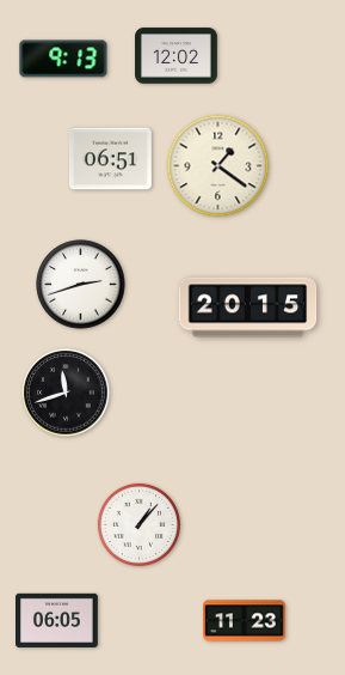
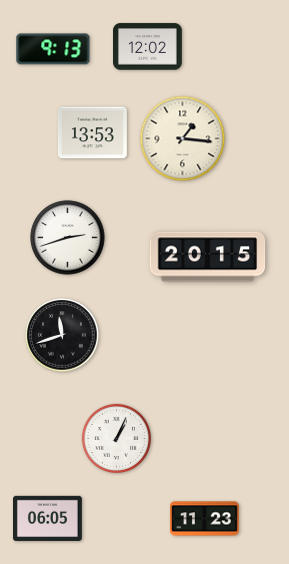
clock at (110, 159): 06:51 -> 13:53
clock at (218, 166): 1:21 -> 1:16
clock at (66, 393) position: (66, 393) -> (62, 335)
clock at (138, 524): 1:07 -> 1:04
